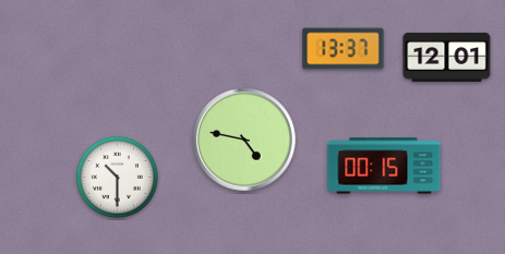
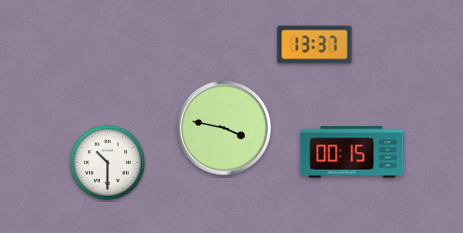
clock at (447, 57): 12:01 -> none
clock at (244, 140): 4:47 -> 3:47
